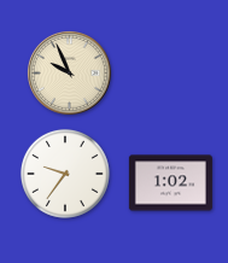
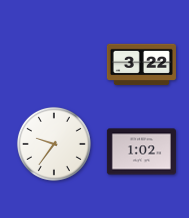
clock at (69, 72): 9:56 -> none
clock at (141, 65): none -> 3:22
